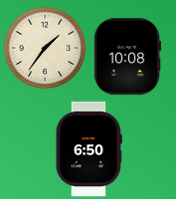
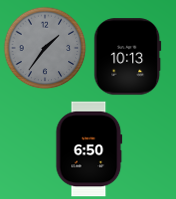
clock at (45, 48) dial: cream -> grey
clock at (128, 57): 10:08 -> 10:13
